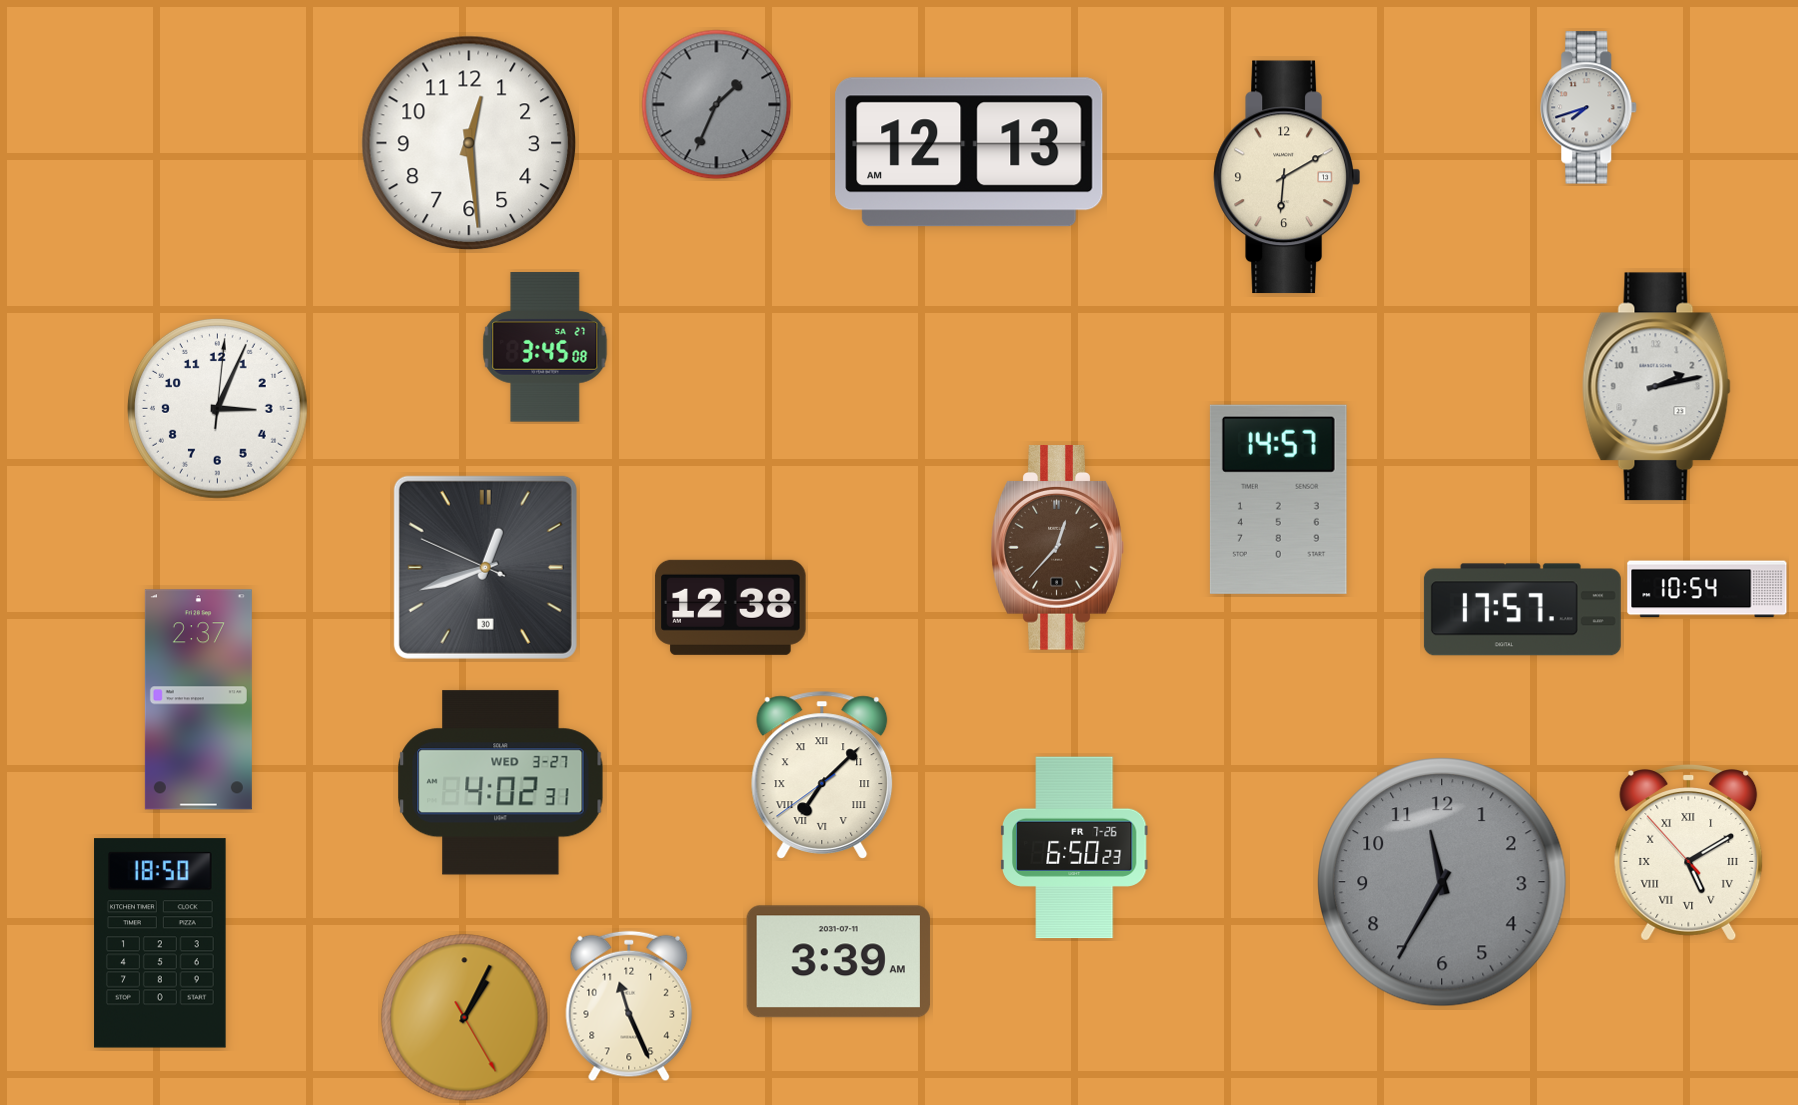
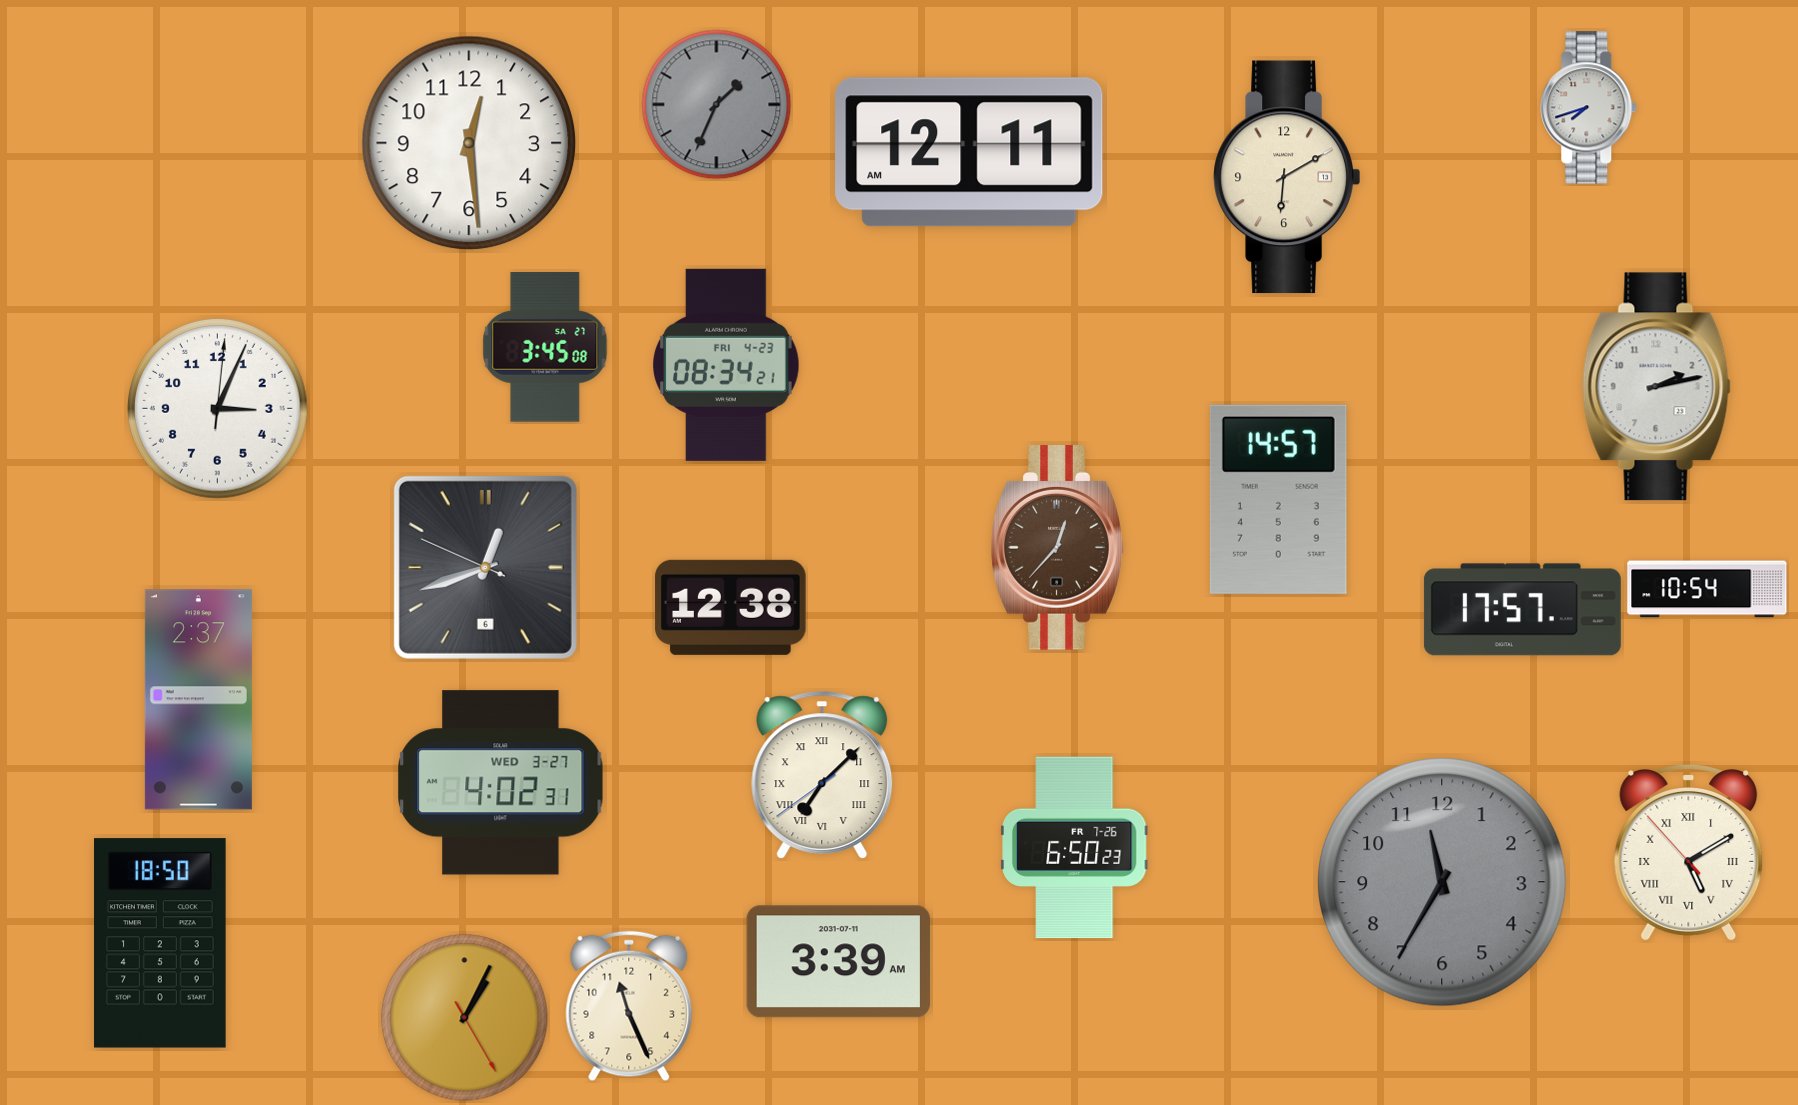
clock at (969, 152): 12:13 -> 12:11
clock at (726, 365): none -> 08:34
clock at (485, 567) date: 30 -> 6
